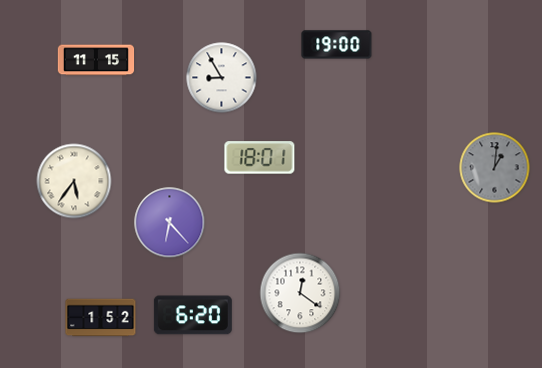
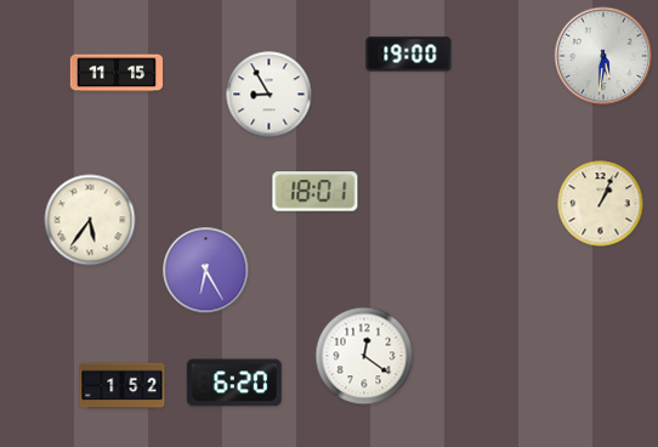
clock at (603, 56): none -> 5:31
clock at (495, 168): 1:01 -> 1:04
clock at (495, 168) dial: grey -> cream
clock at (170, 223): 6:23 -> 6:25
